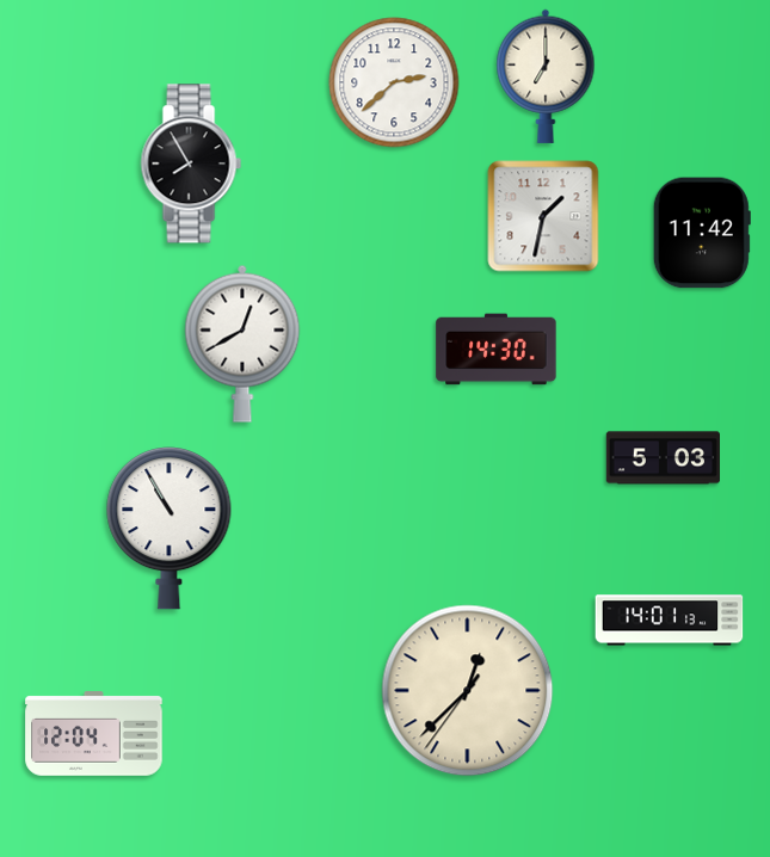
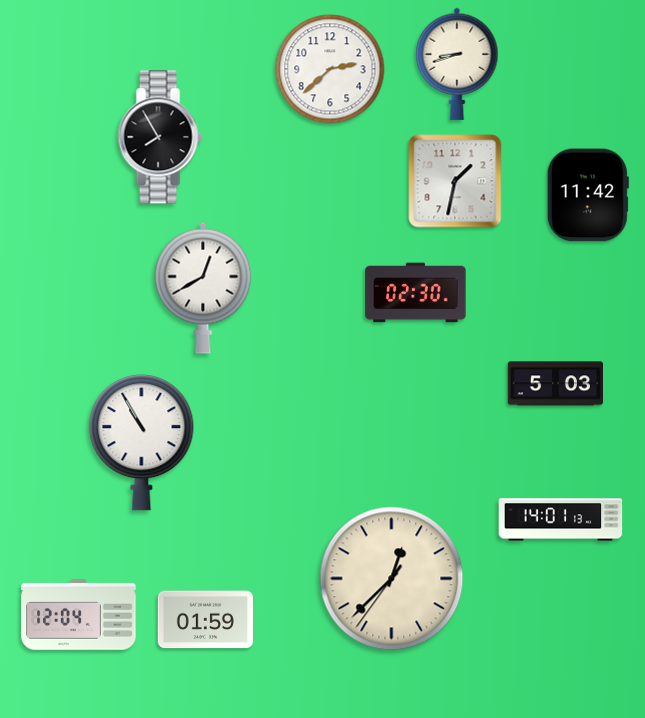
clock at (546, 76): 7:00 -> 8:42
clock at (497, 350): 14:30 -> 02:30
clock at (205, 620): none -> 01:59
